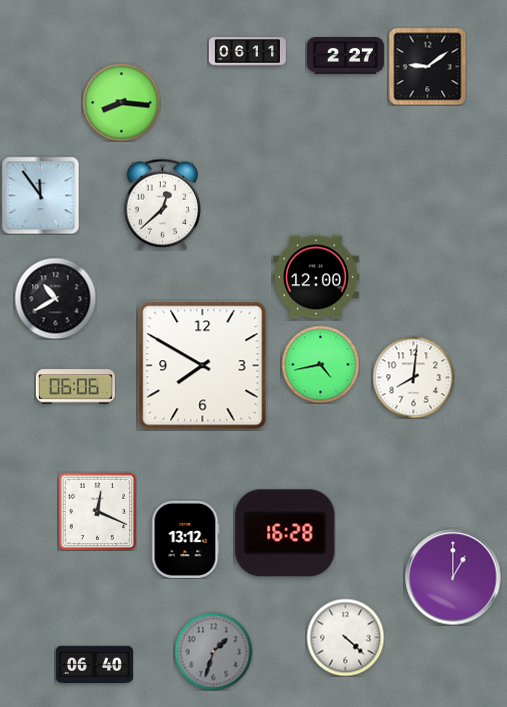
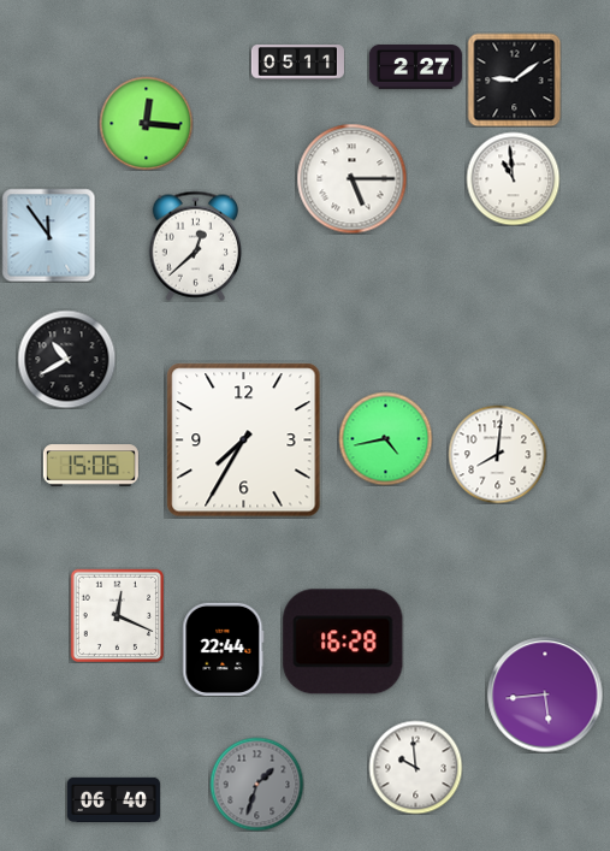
clock at (247, 52): 06:11 -> 05:11
clock at (121, 102): 8:16 -> 12:16
clock at (351, 178): none -> 5:15
clock at (513, 178): none -> 10:59
clock at (316, 277): 12:00 -> none
clock at (203, 366): 7:50 -> 7:35
clock at (75, 387): 06:06 -> 15:06
clock at (186, 539): 13:12 -> 22:44
clock at (453, 577): 1:00 -> 5:44
clock at (345, 637): 4:22 -> 9:59
